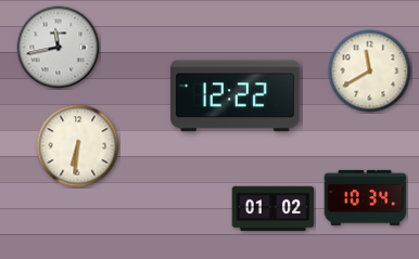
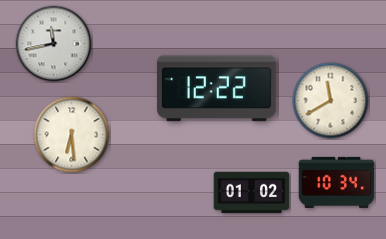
clock at (370, 72) position: (370, 72) -> (331, 101)
clock at (78, 146): 6:31 -> 6:29
